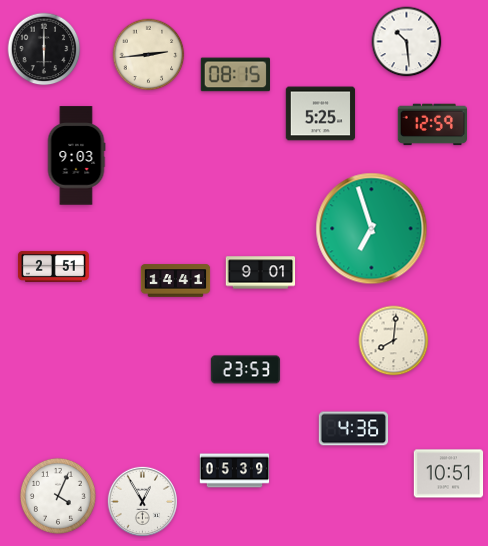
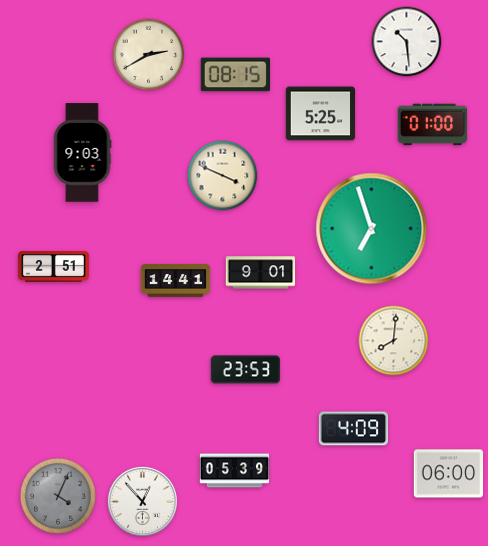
clock at (44, 49): 6:00 -> none
clock at (149, 55): 2:44 -> 2:40
clock at (432, 125): 12:59 -> 01:00
clock at (76, 156) position: (76, 156) -> (82, 153)
clock at (223, 176): none -> 3:49
clock at (354, 429): 4:36 -> 4:09
clock at (449, 474): 10:51 -> 06:00
clock at (58, 496) dial: white -> grey
clock at (142, 501): 12:55 -> 12:53
